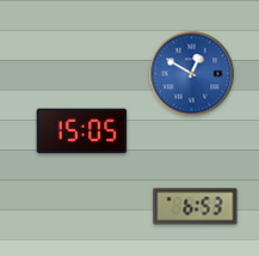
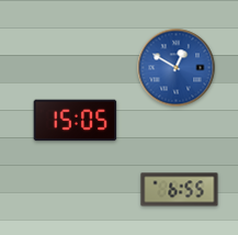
clock at (196, 207): 6:53 -> 6:55
